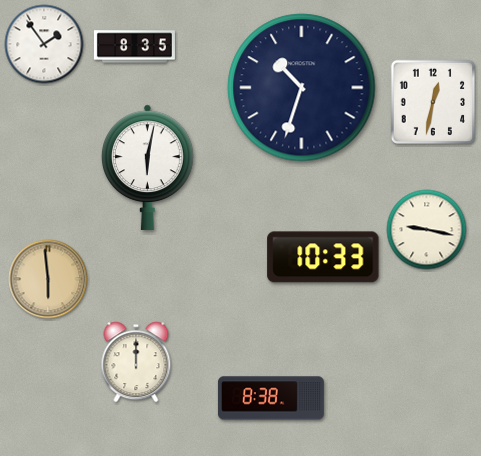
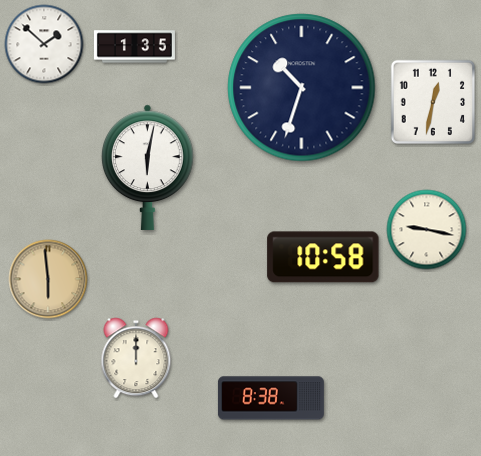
clock at (44, 44): 1:54 -> 1:52
clock at (134, 47): 8:35 -> 1:35
clock at (323, 257): 10:33 -> 10:58
clock at (136, 362) position: (136, 362) -> (136, 358)
